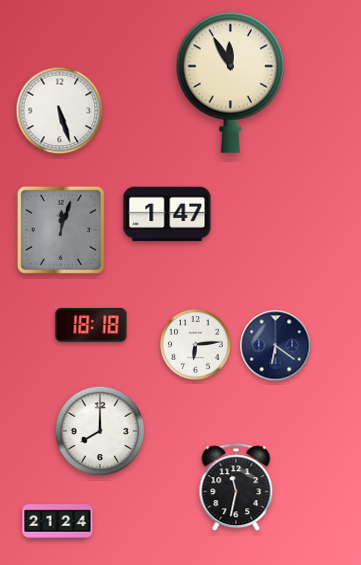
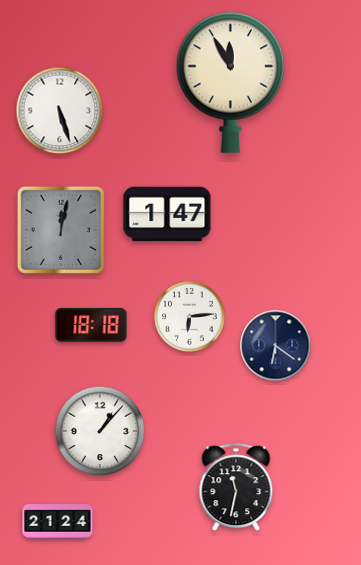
clock at (61, 230): 12:03 -> 12:02
clock at (196, 345) position: (196, 345) -> (190, 317)
clock at (100, 431): 8:00 -> 1:07
